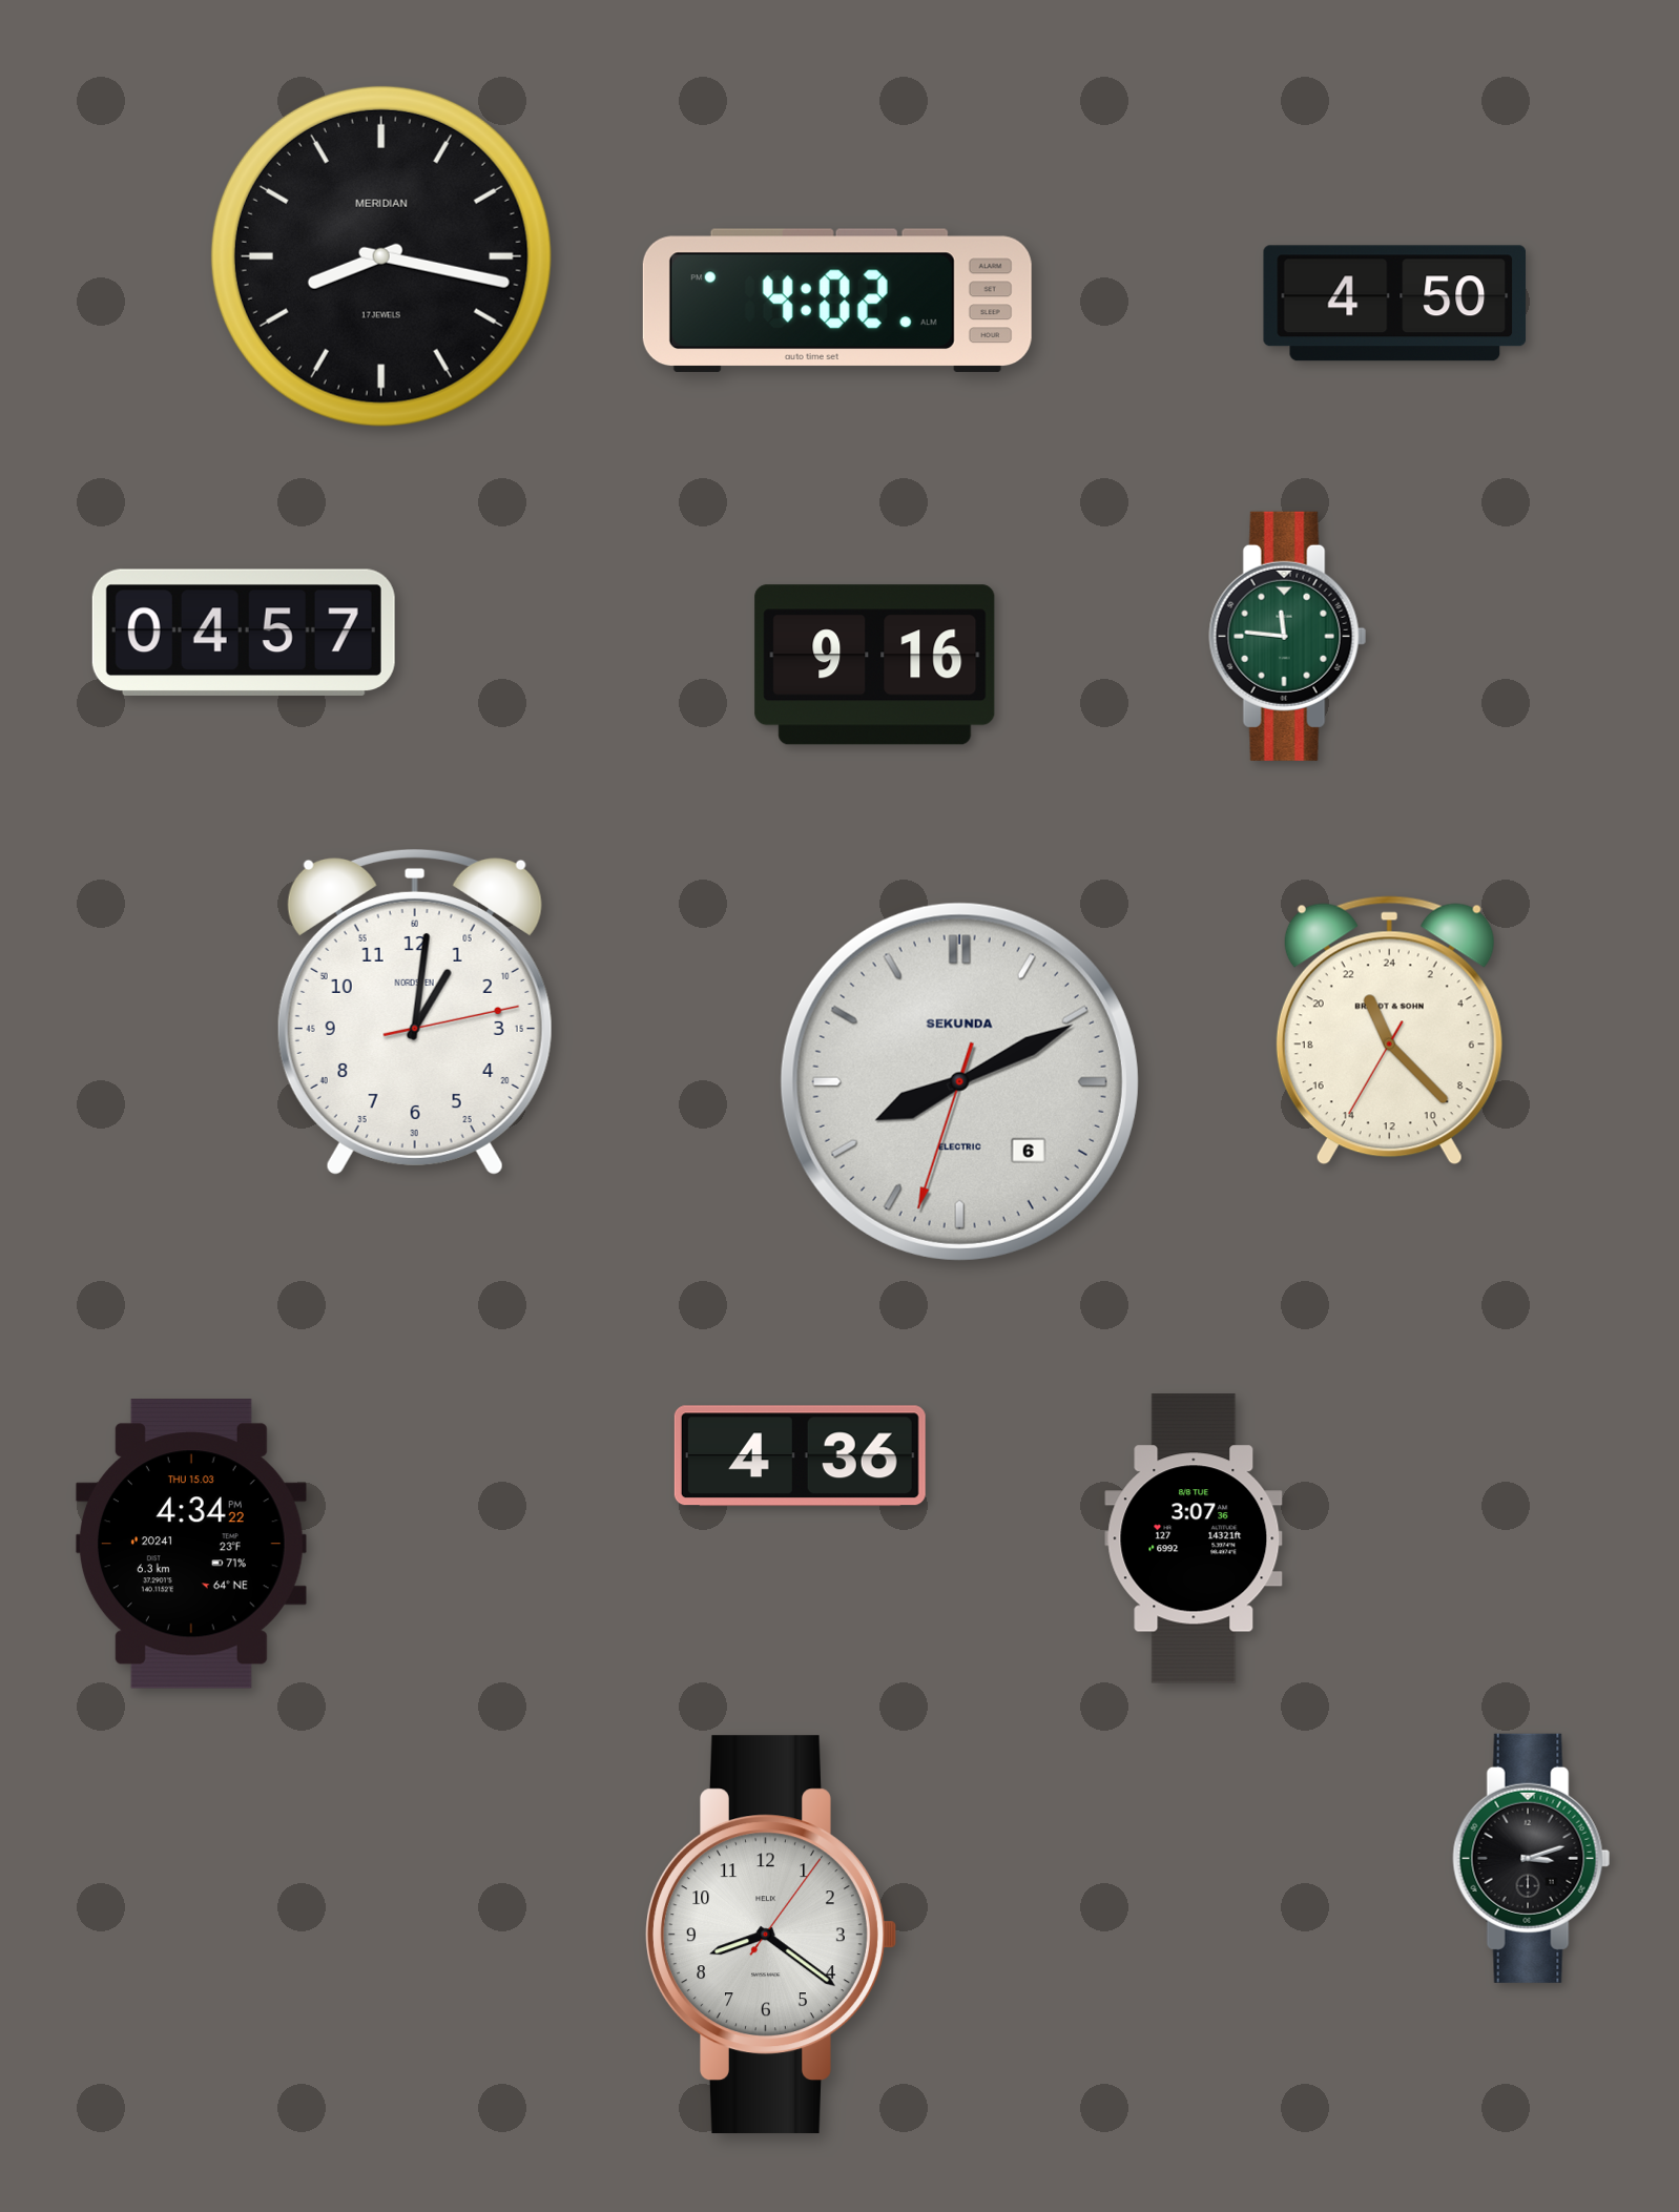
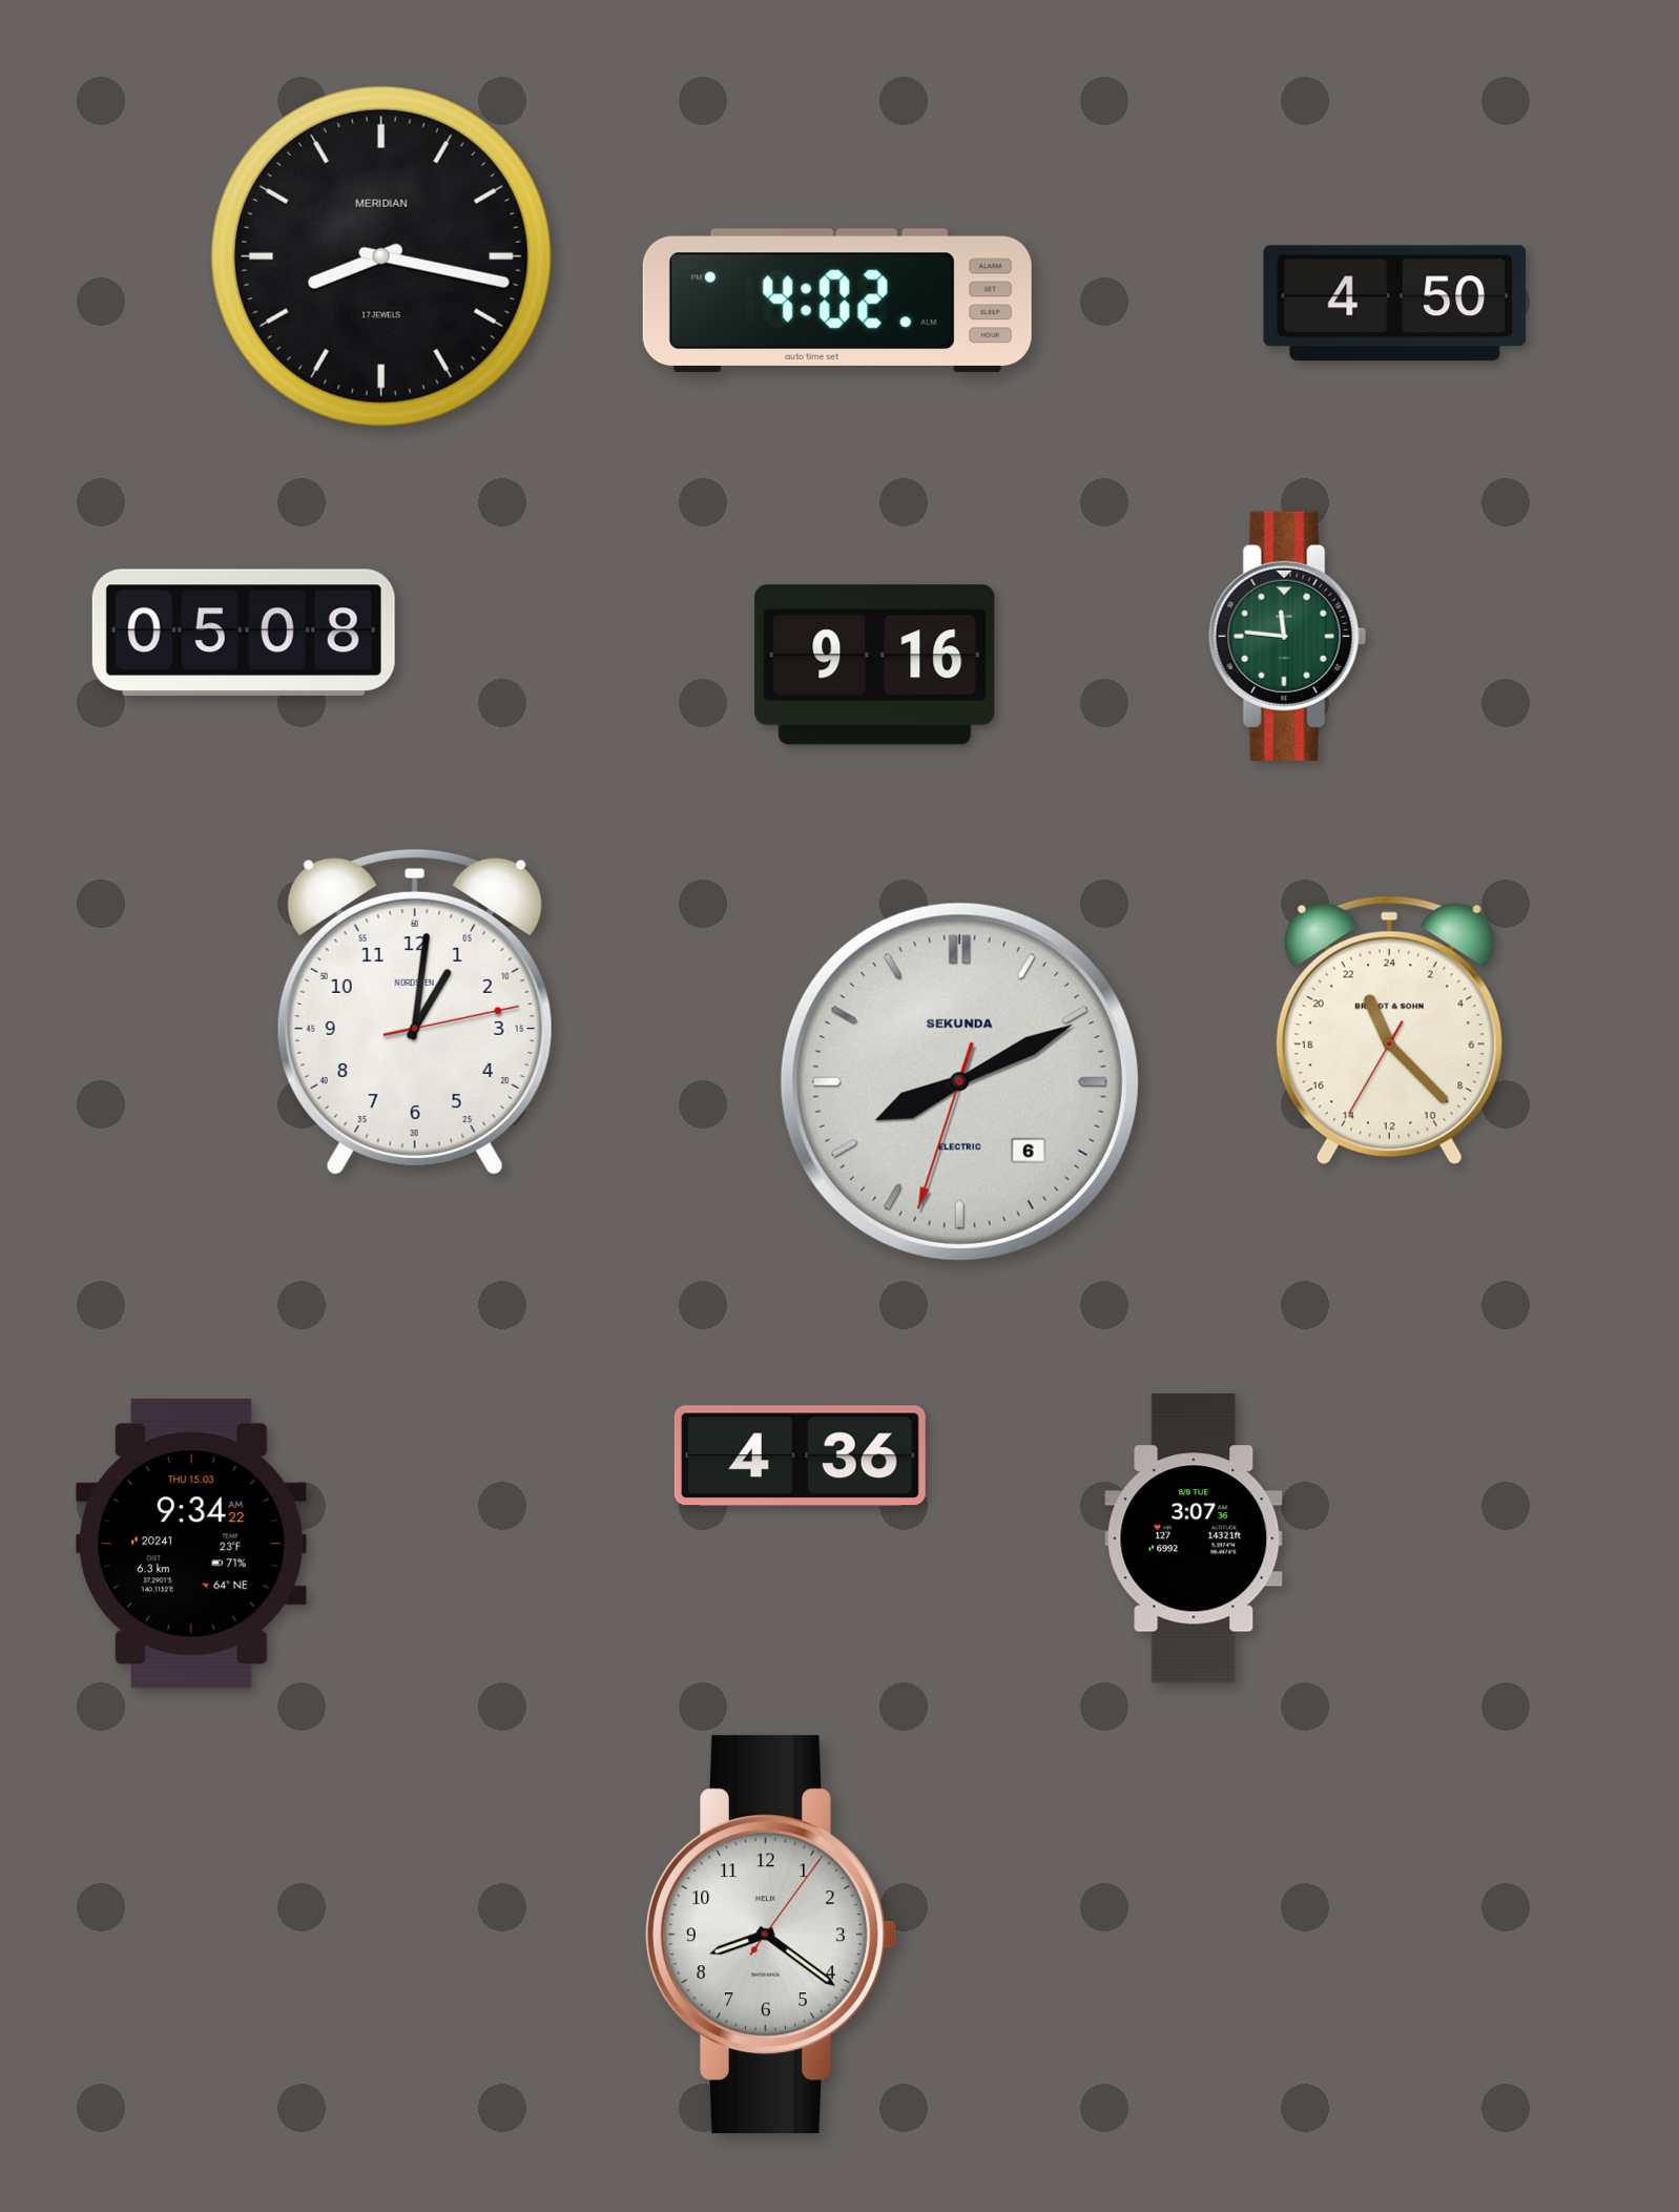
clock at (244, 633): 04:57 -> 05:08
clock at (191, 1544): 4:34 -> 9:34
clock at (1532, 1858): 3:12 -> none
